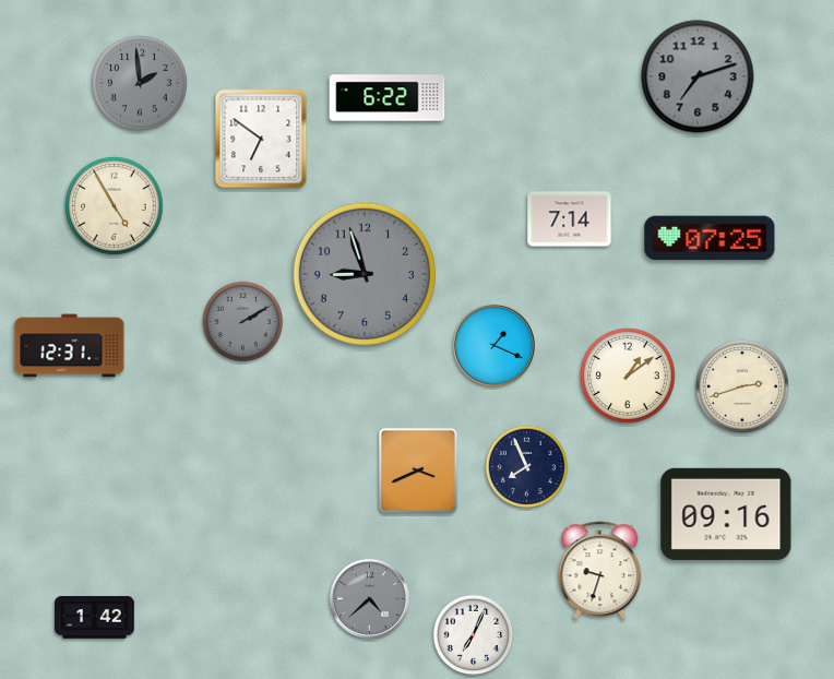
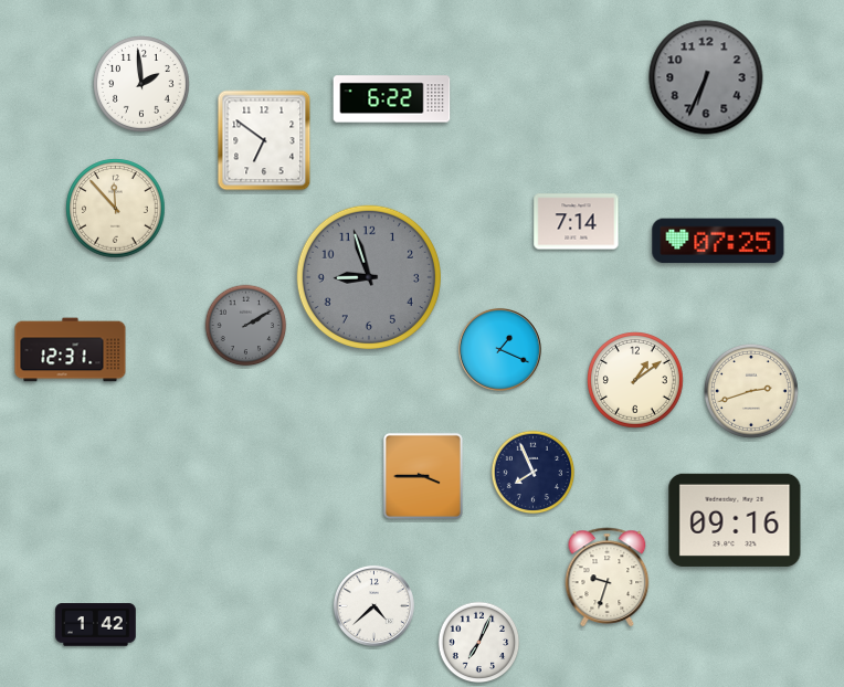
clock at (698, 76): 7:12 -> 6:34
clock at (141, 84) dial: grey -> white
clock at (115, 206): 4:55 -> 11:53
clock at (418, 470): 3:41 -> 3:45
clock at (369, 598) dial: grey -> white
